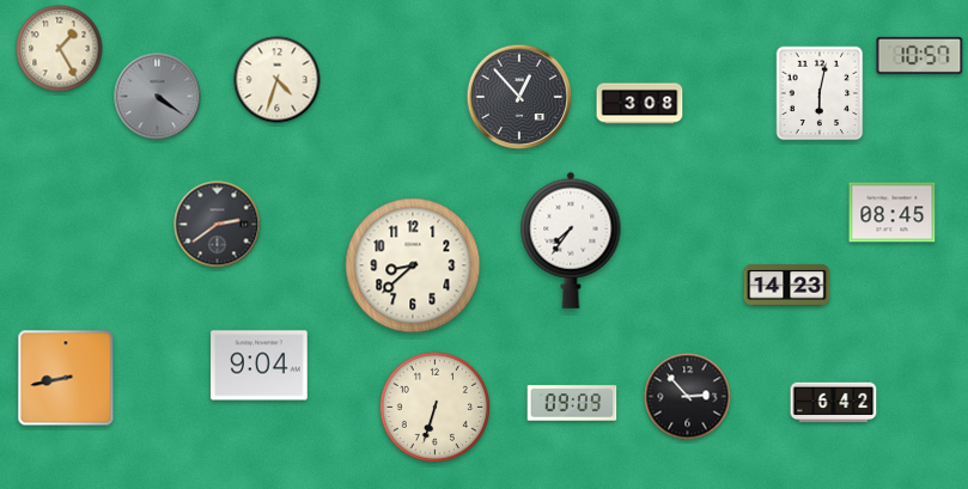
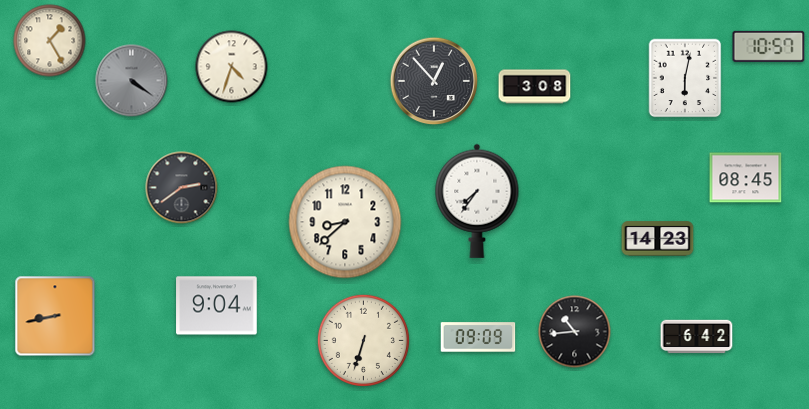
clock at (688, 397): 2:53 -> 10:44
